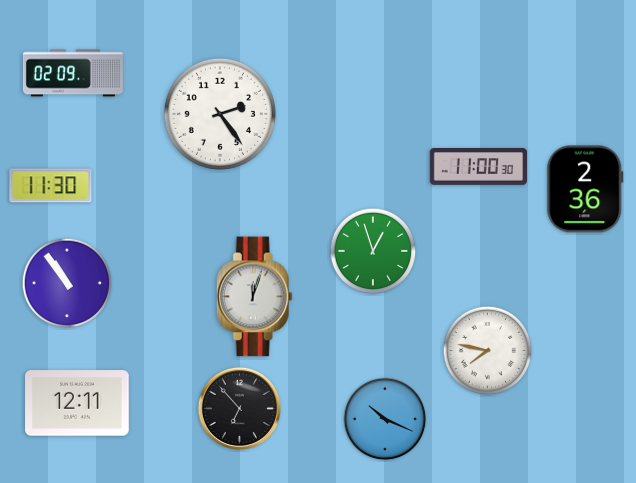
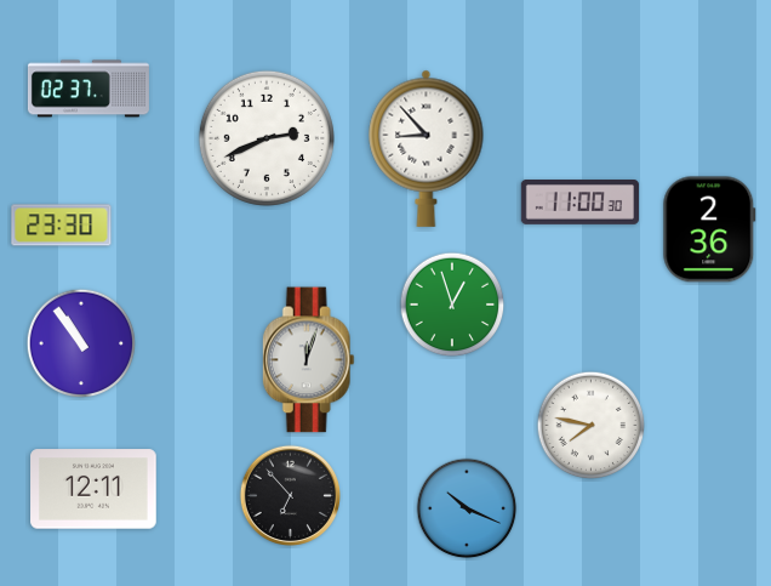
clock at (73, 73): 02:09 -> 02:37
clock at (220, 114): 2:24 -> 2:41
clock at (427, 148): none -> 8:53
clock at (51, 186): 11:30 -> 23:30
